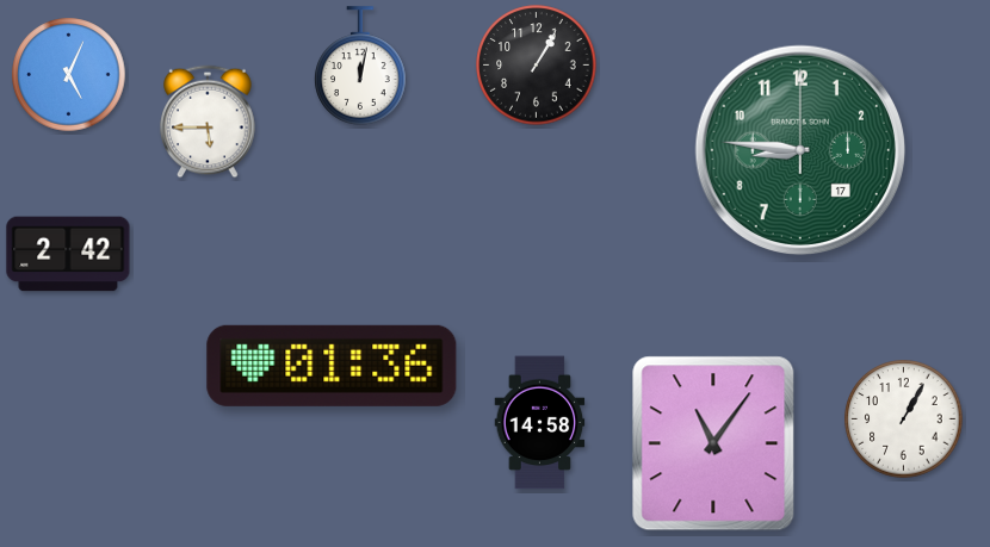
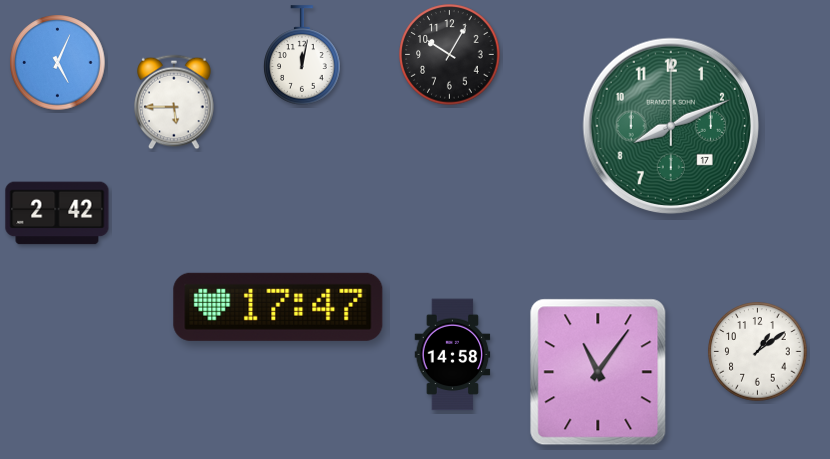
clock at (537, 66): 1:05 -> 10:05
clock at (800, 150): 8:46 -> 8:11
clock at (332, 366): 01:36 -> 17:47
clock at (904, 419): 1:05 -> 1:09
